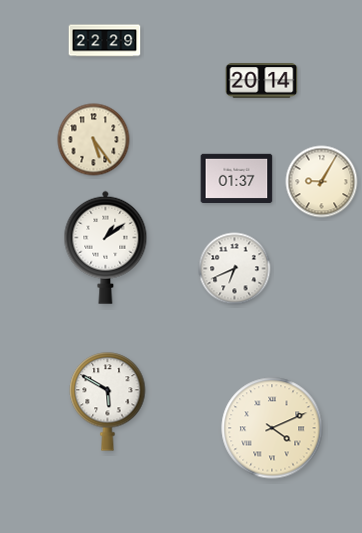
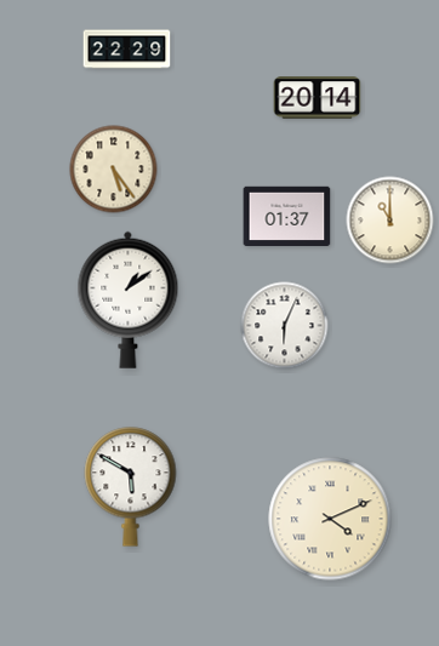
clock at (322, 182): 9:05 -> 11:00
clock at (235, 269): 6:41 -> 6:04
